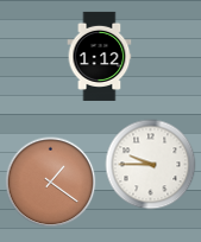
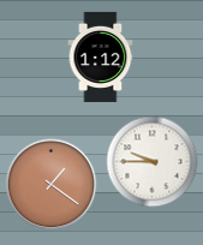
clock at (151, 165) position: (151, 165) -> (153, 162)
